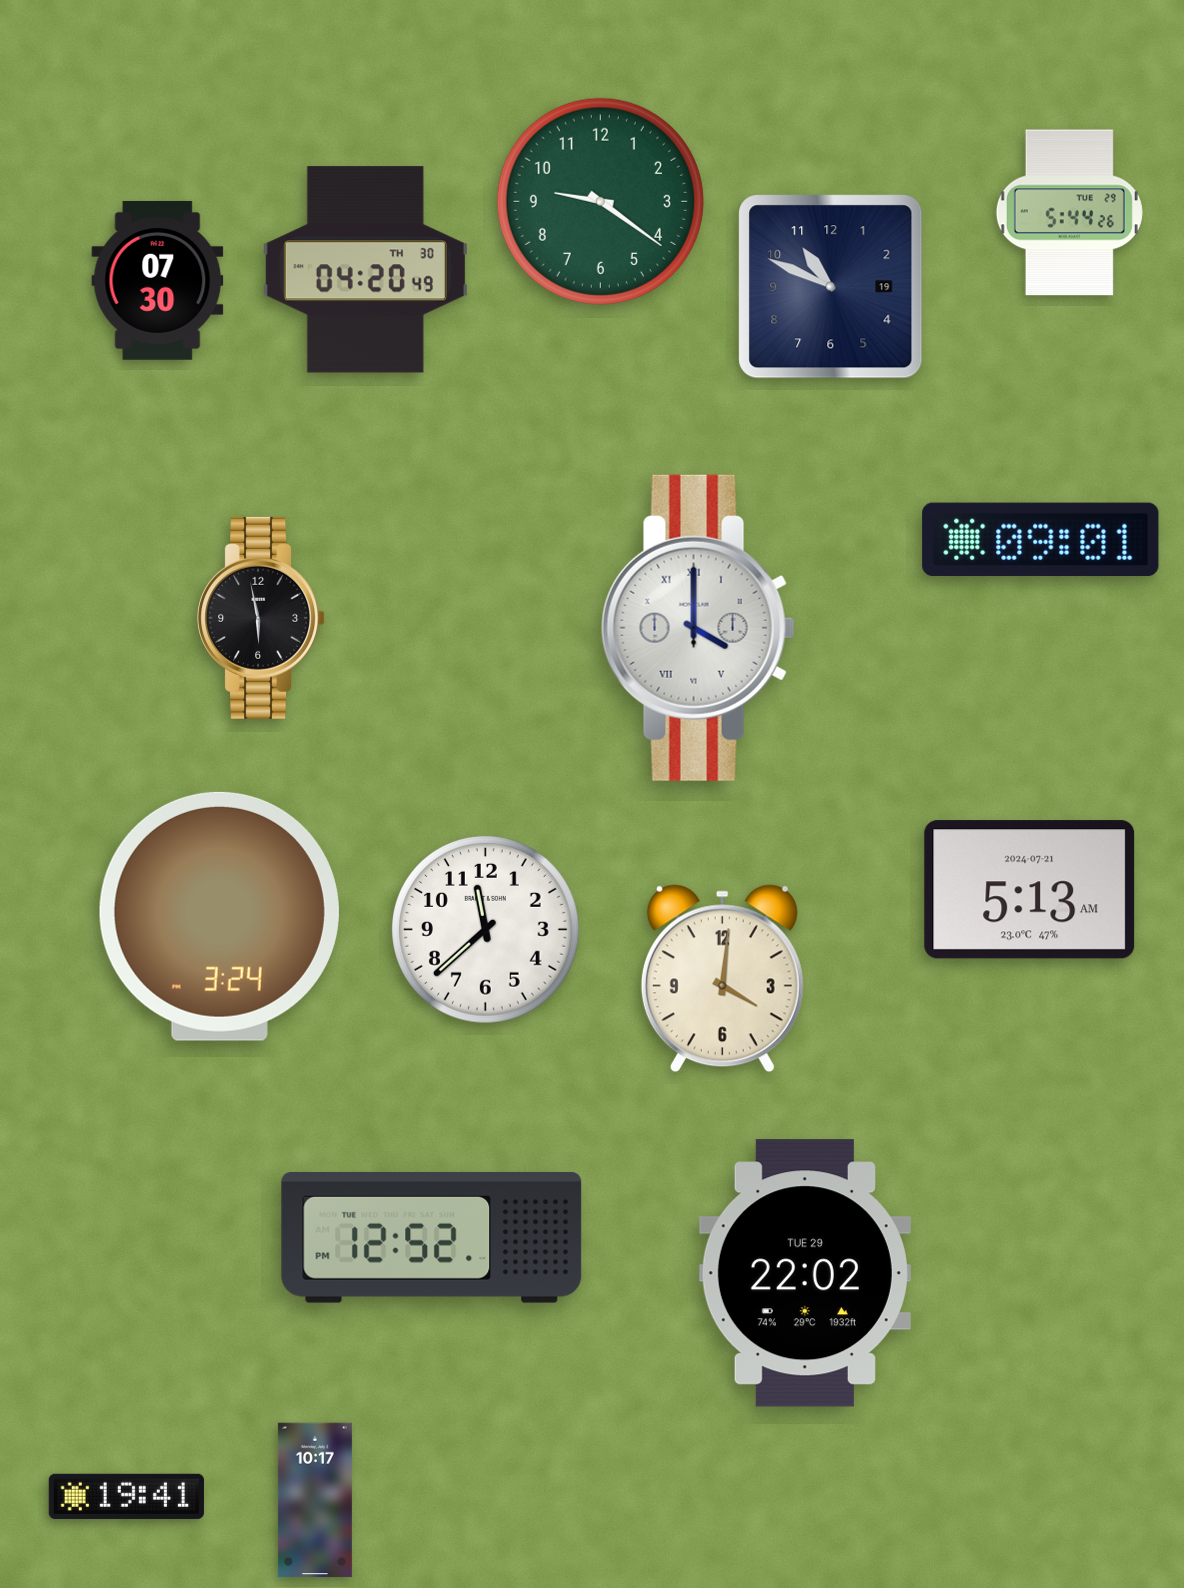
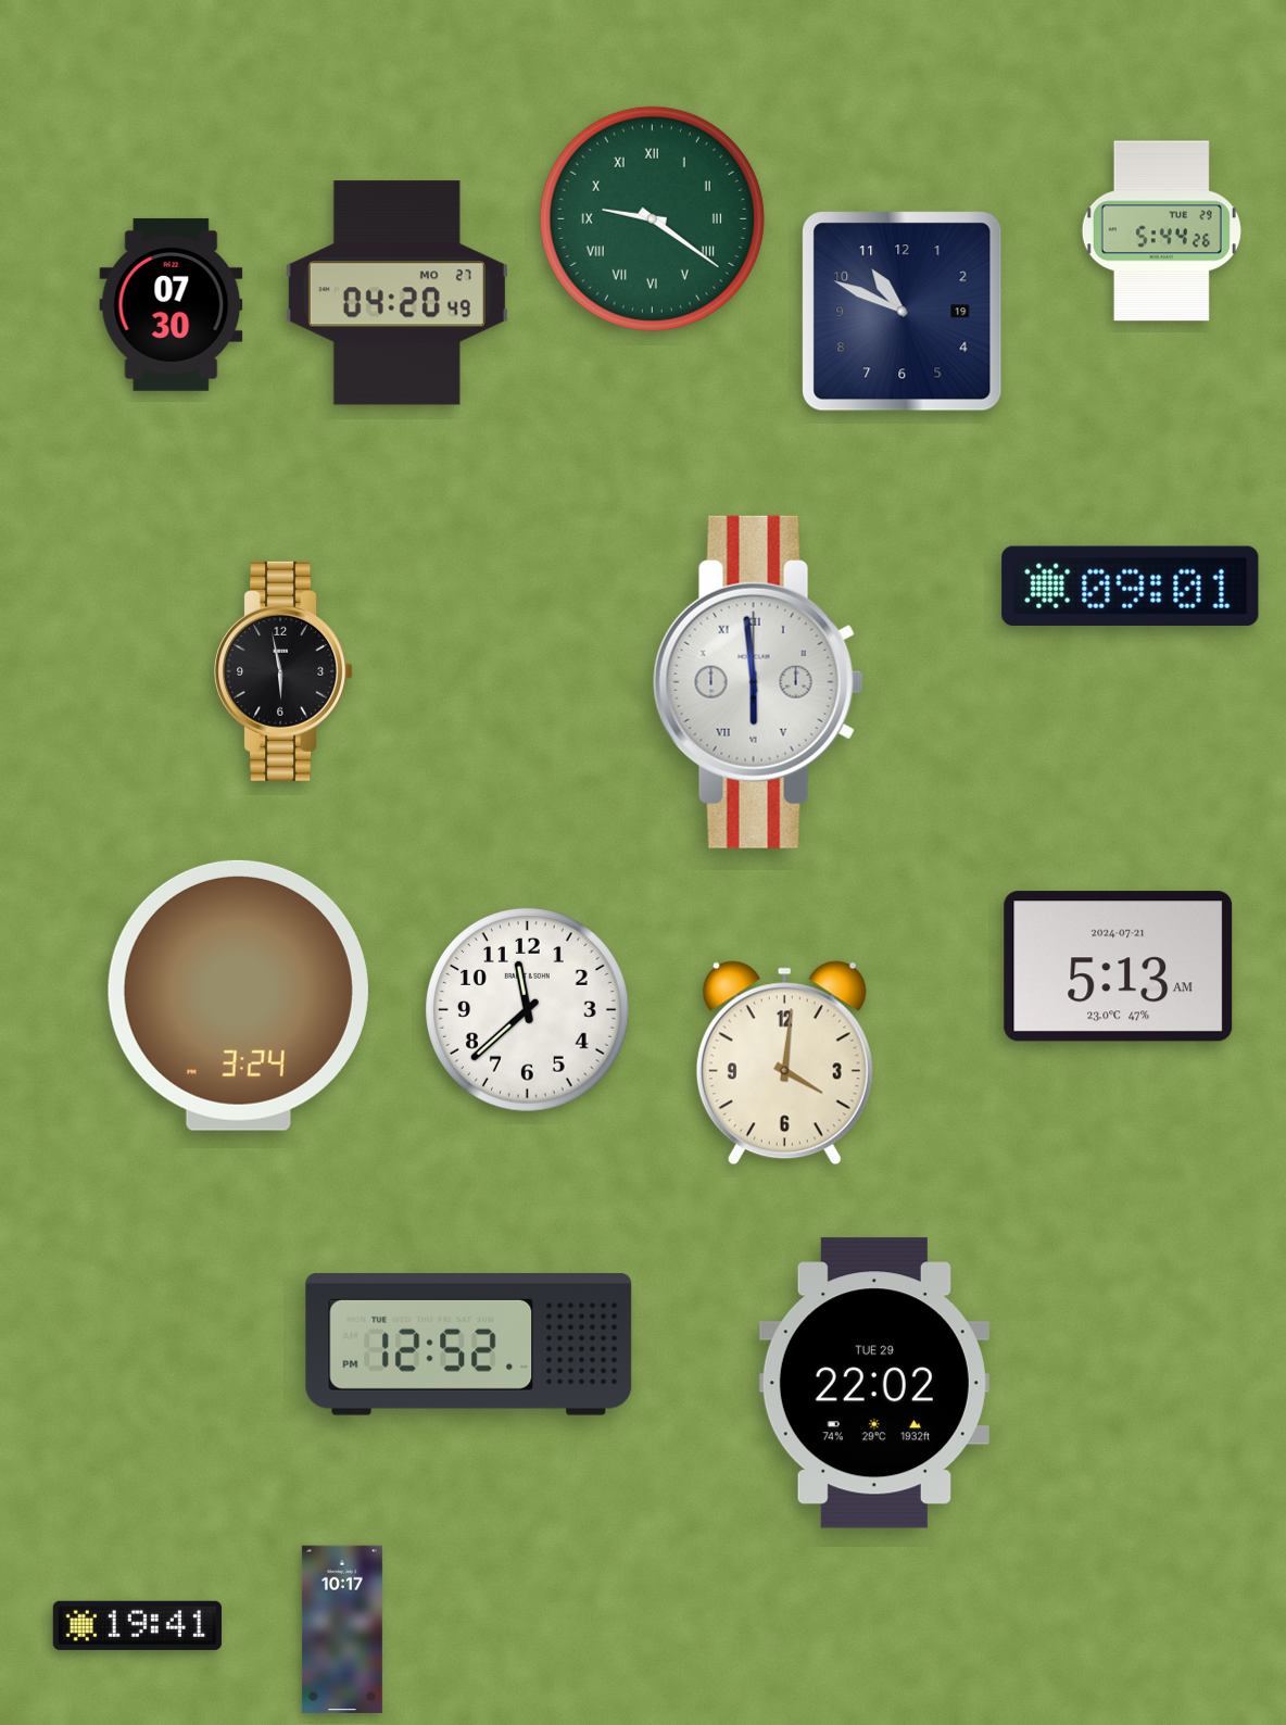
clock at (600, 201) numerals: Arabic -> Roman
clock at (365, 270) date: TH 30 -> MO 27
clock at (698, 628): 4:00 -> 5:59
